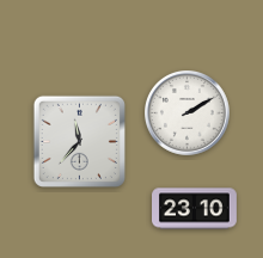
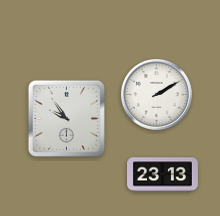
clock at (79, 141): 11:37 -> 9:54
clock at (195, 209): 23:10 -> 23:13
